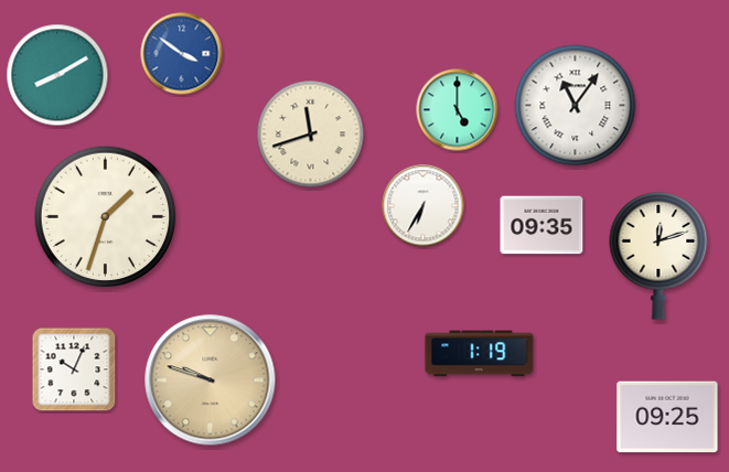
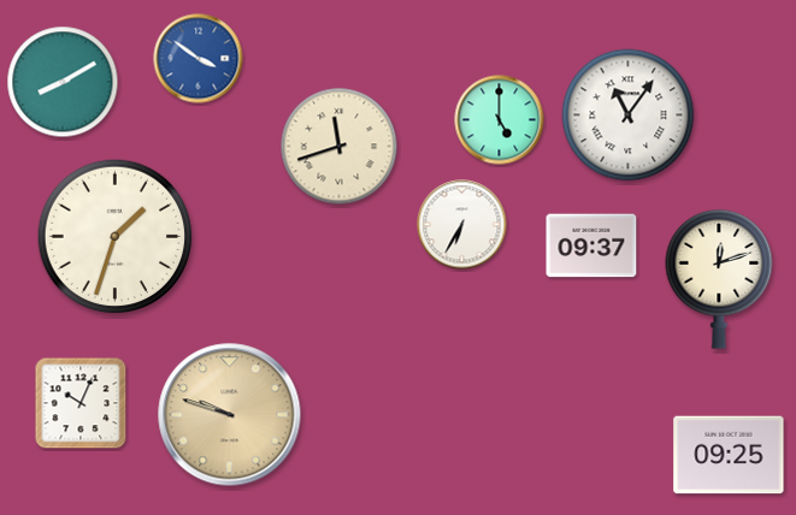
clock at (542, 225): 09:35 -> 09:37
clock at (480, 354): 1:19 -> none
